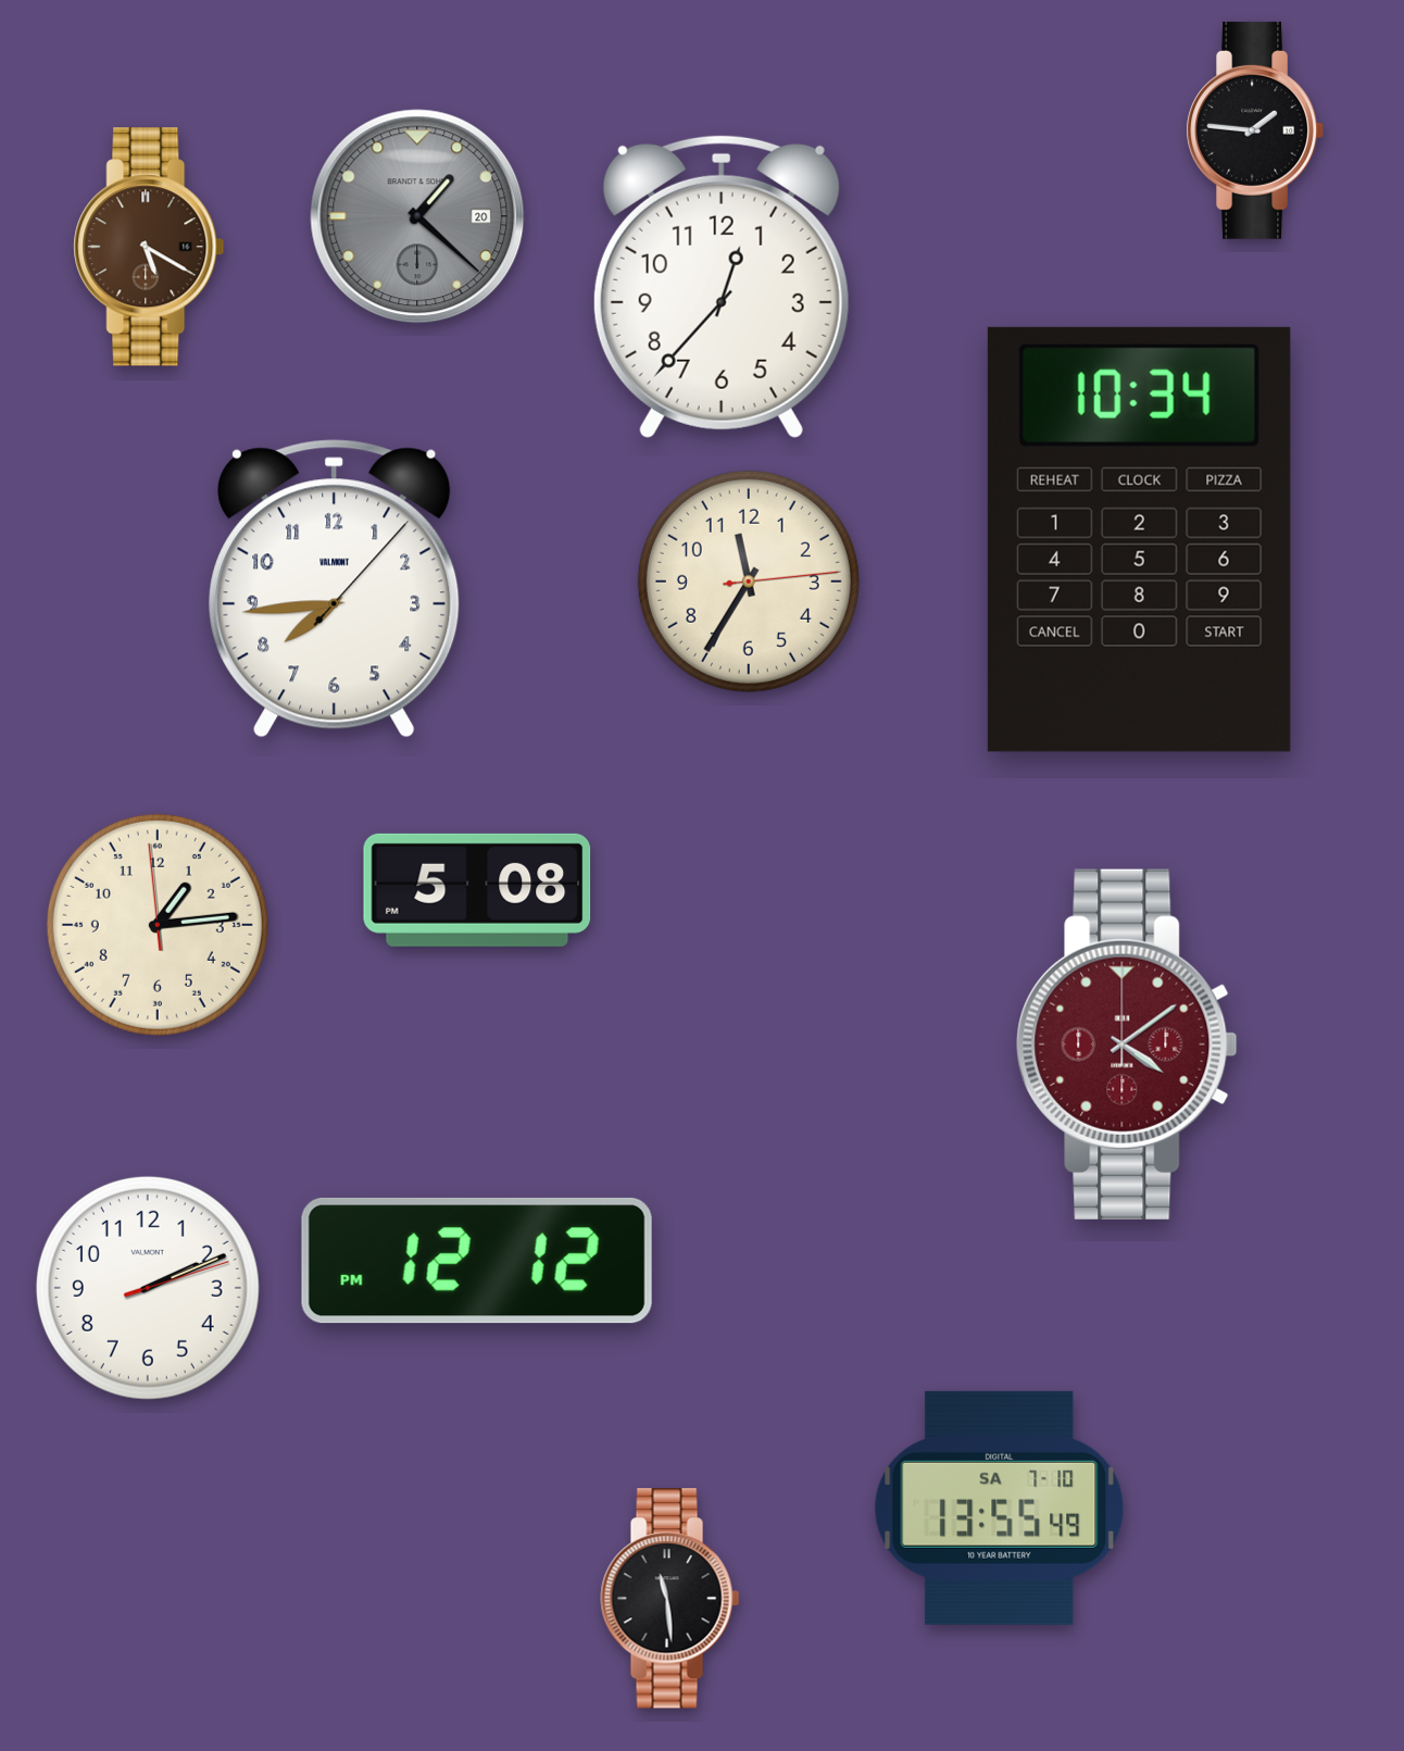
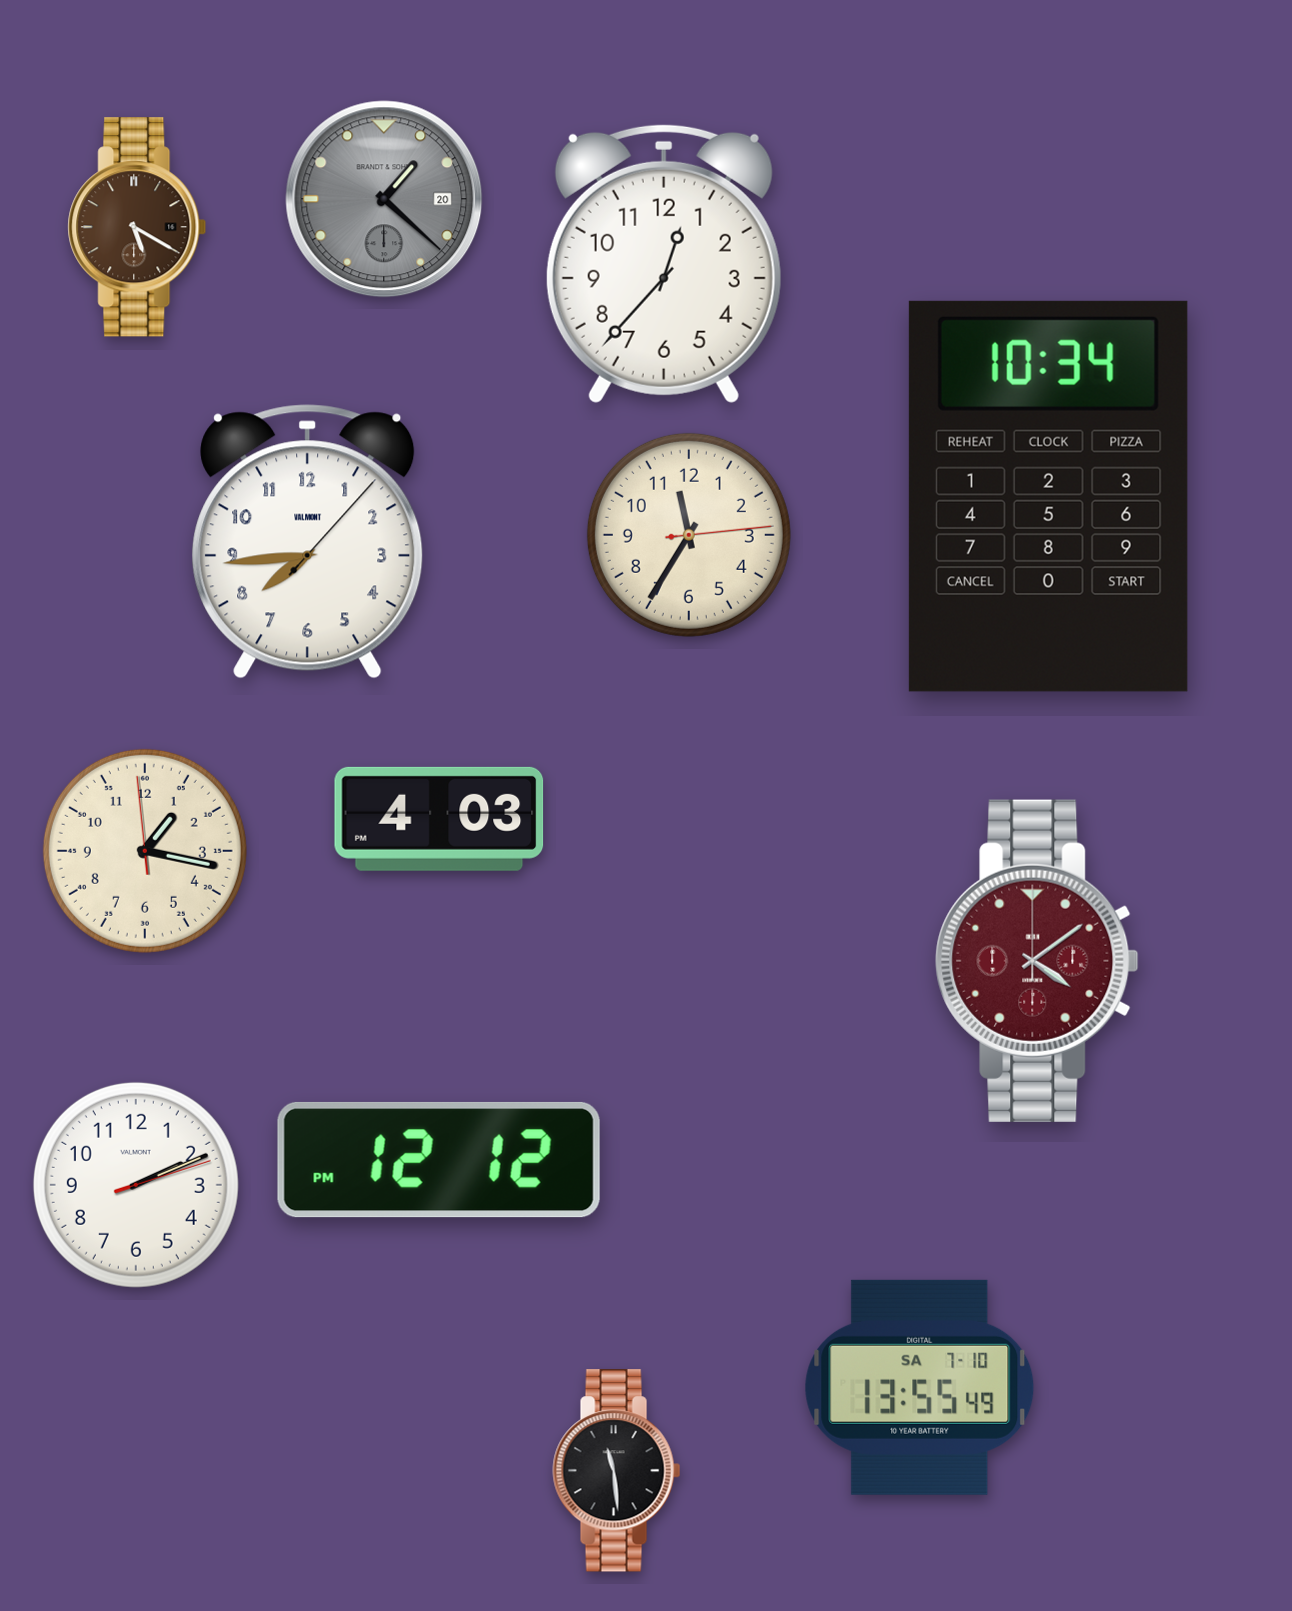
clock at (1254, 130): 1:46 -> none
clock at (477, 890): 5:08 -> 4:03
clock at (158, 925): 1:13 -> 1:16
